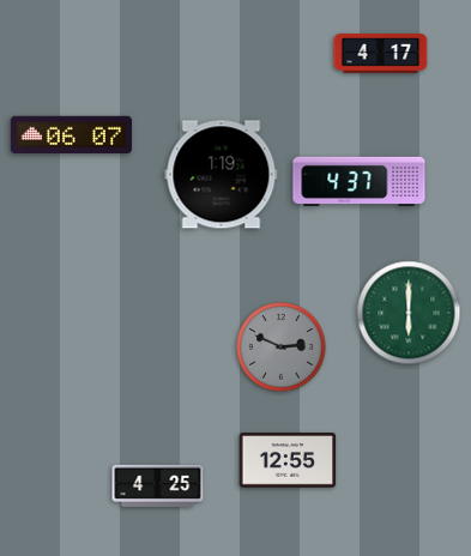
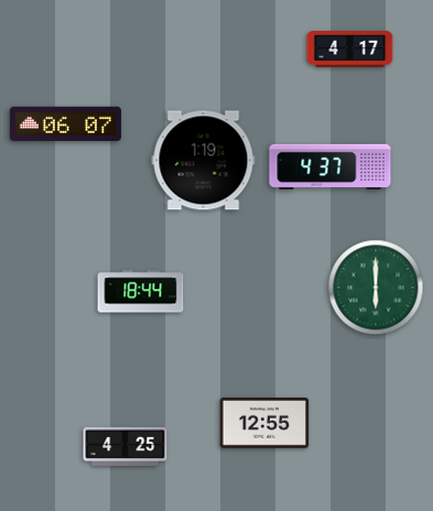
clock at (141, 292): none -> 18:44
clock at (282, 347): 2:49 -> none
clock at (158, 485) position: (158, 485) -> (126, 446)
